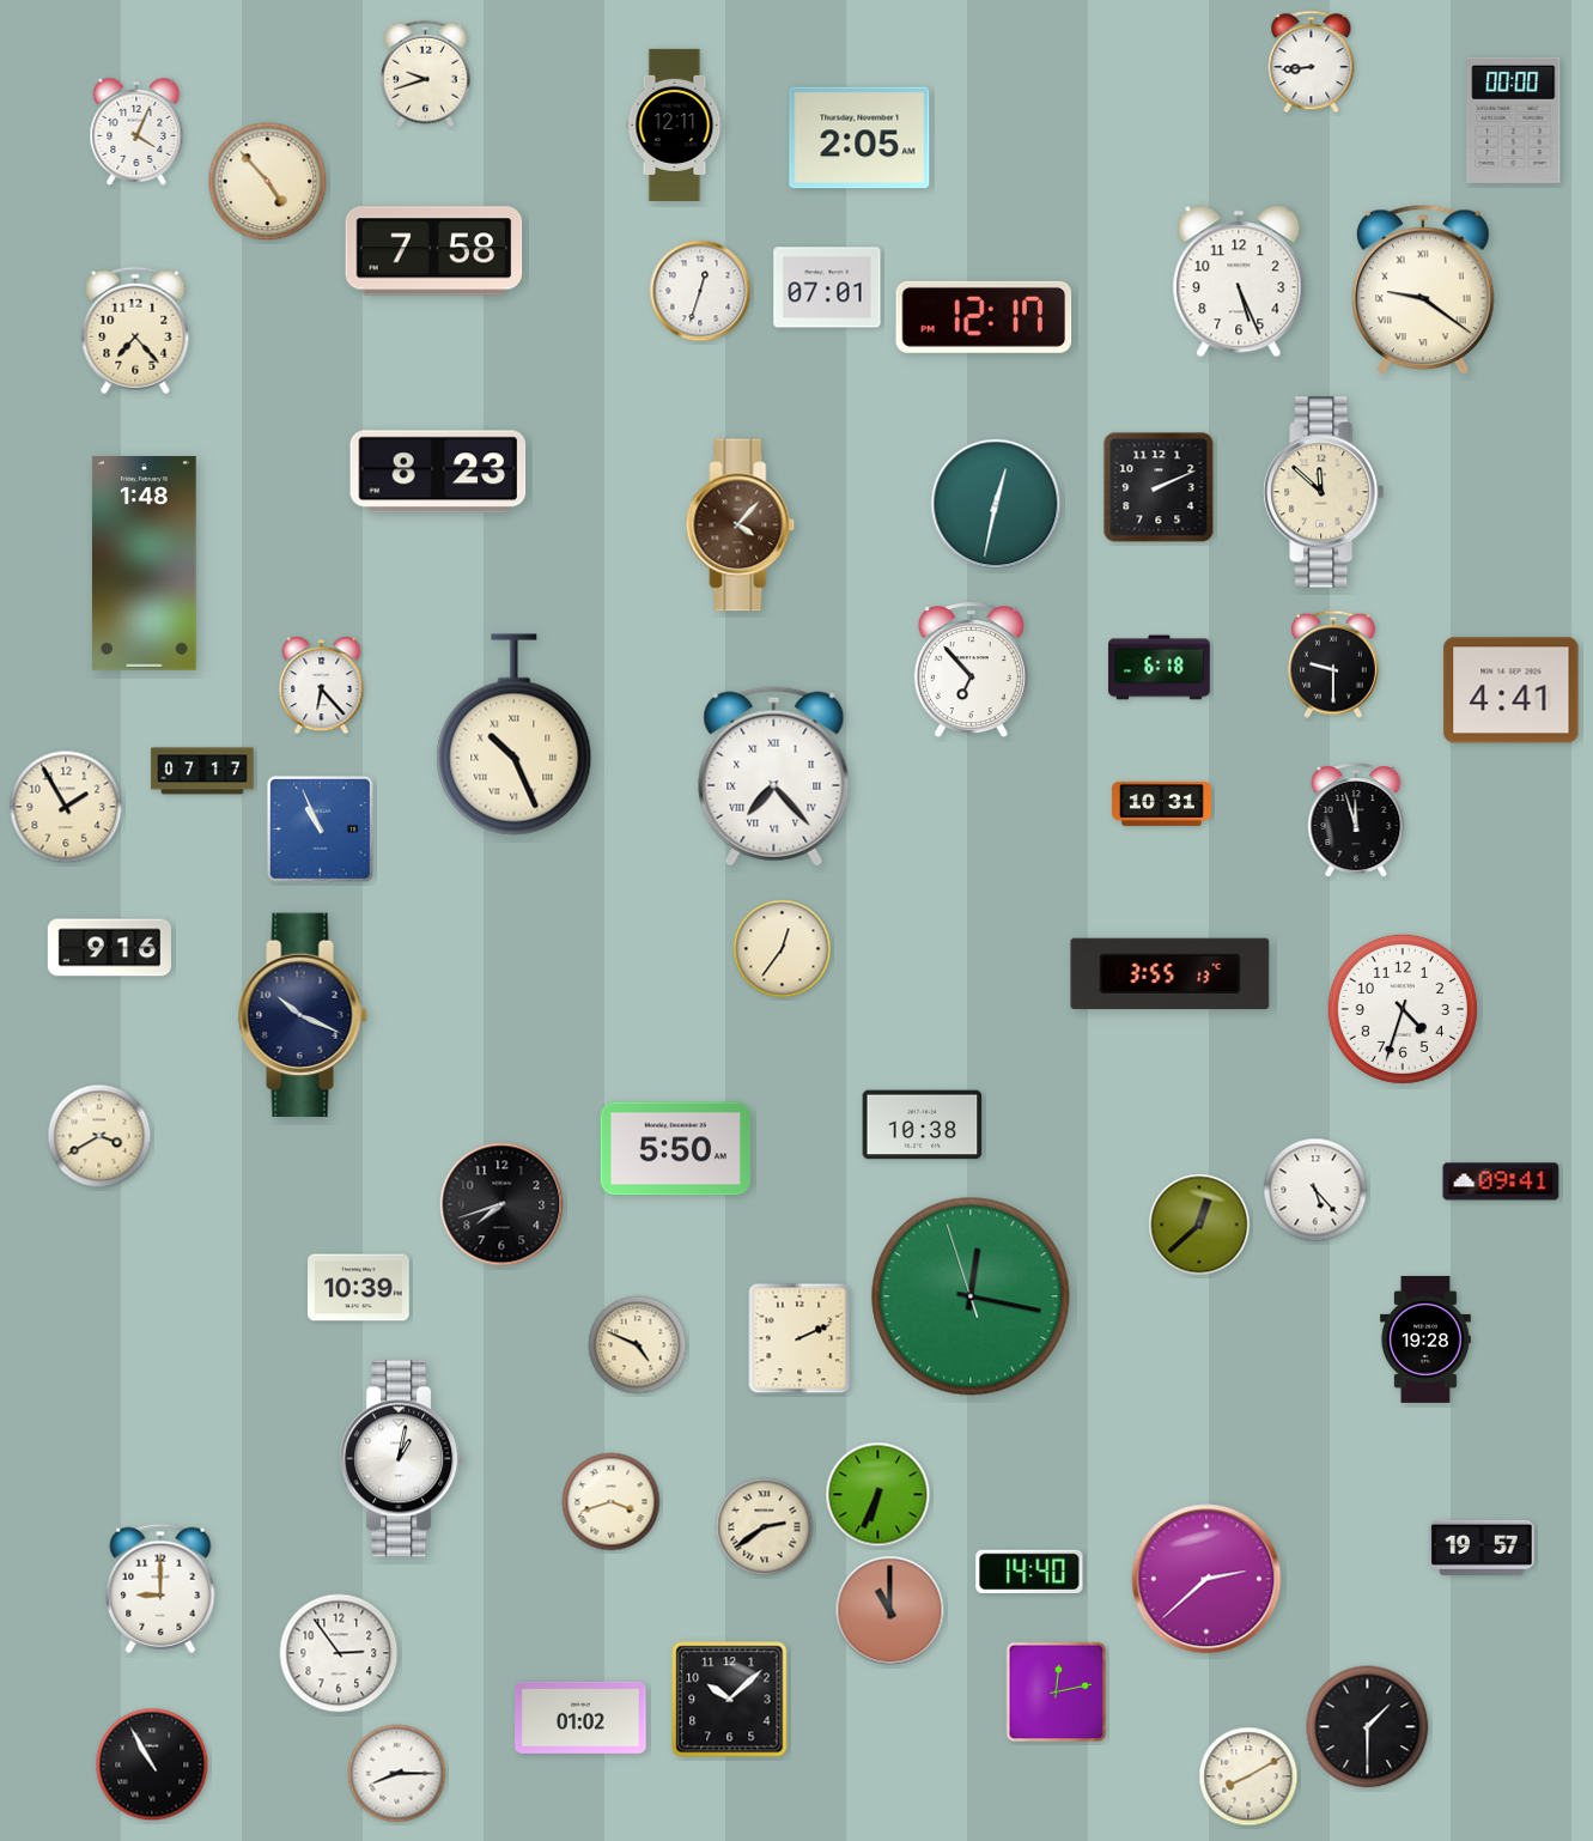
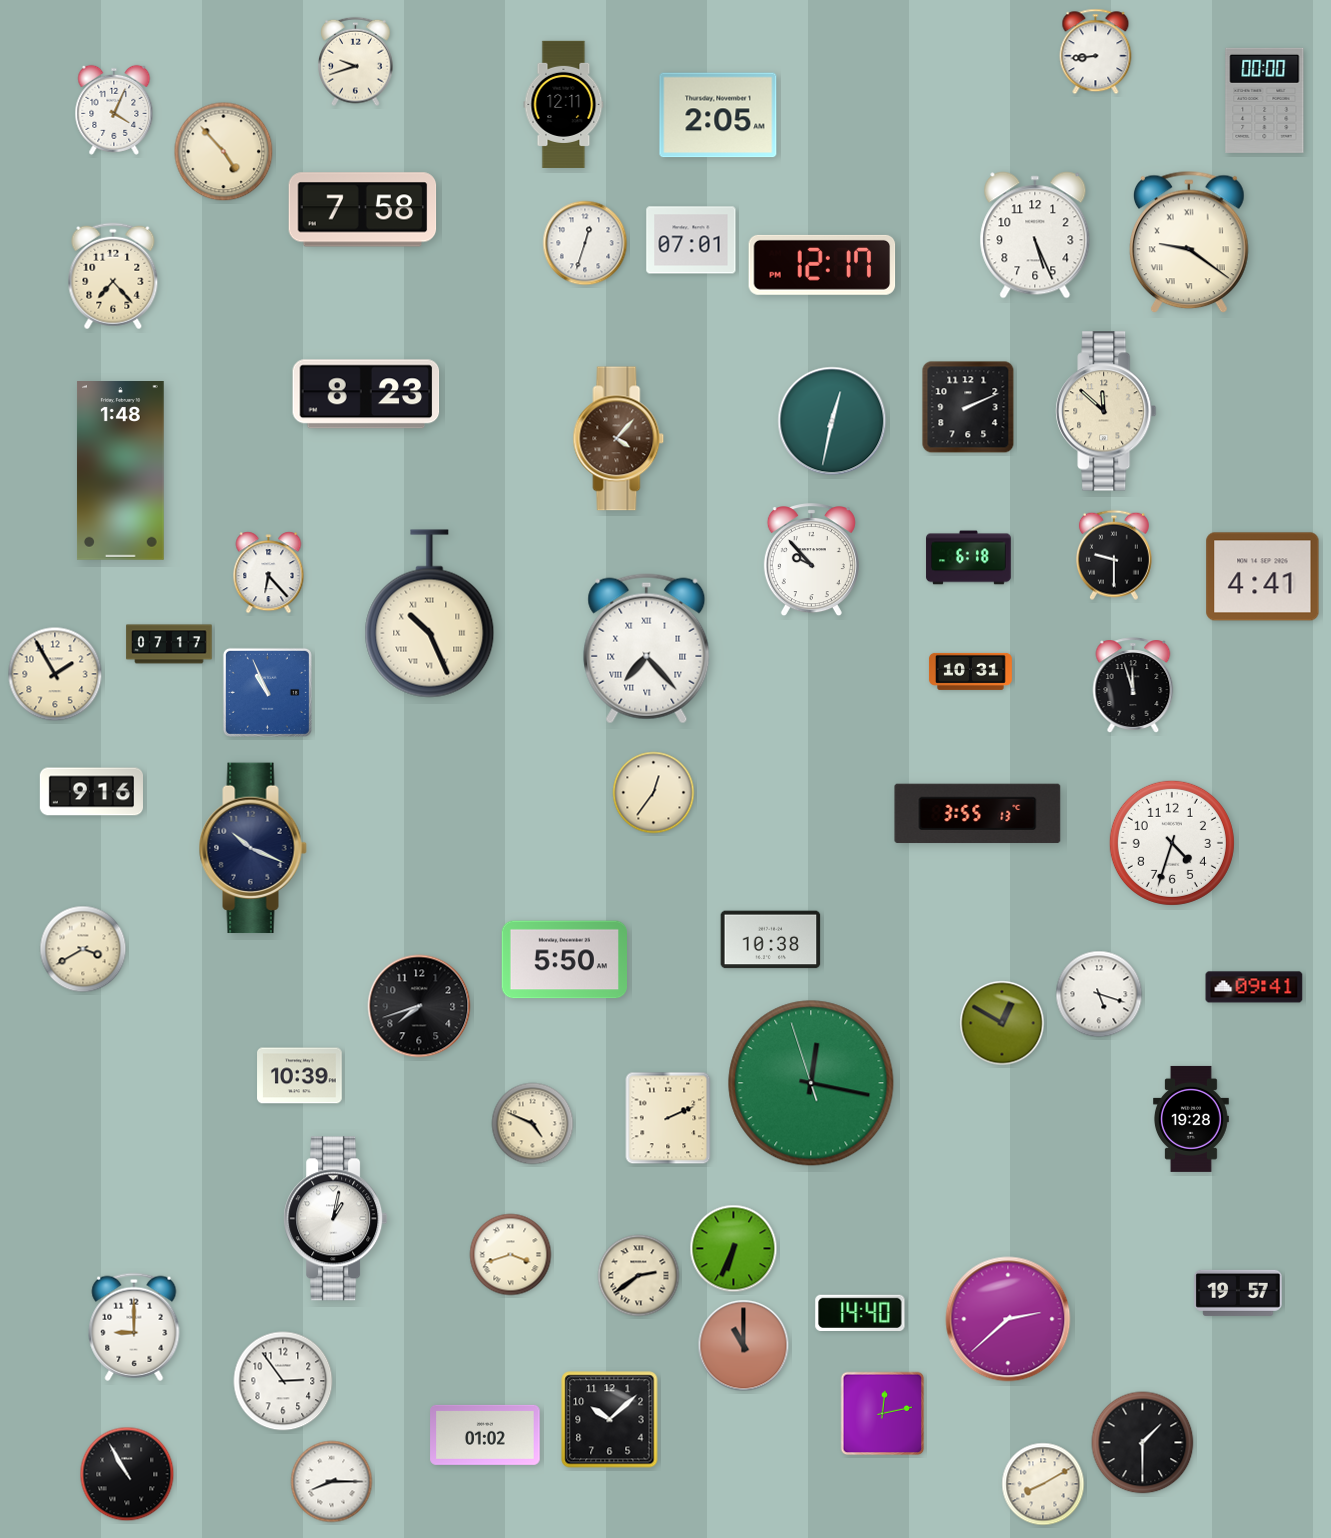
clock at (971, 672): 6:53 -> 9:53
clock at (1315, 1190): 5:23 -> 5:18
clock at (1199, 1225): 12:38 -> 12:50
